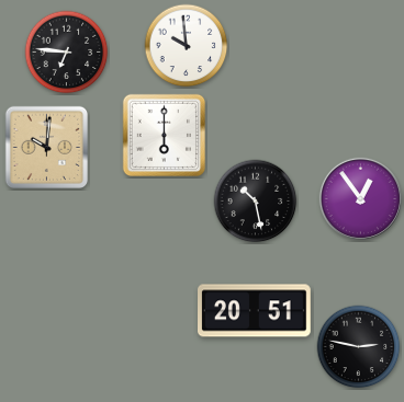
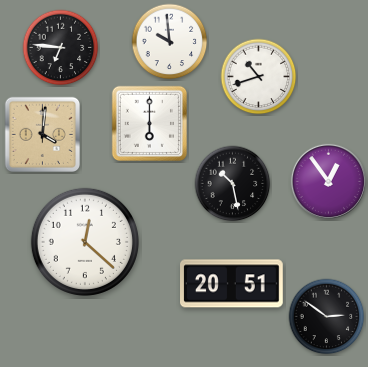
clock at (259, 77): none -> 10:42
clock at (46, 147): 10:01 -> 4:01
clock at (85, 242): none -> 12:22
clock at (359, 347): 2:47 -> 2:51
